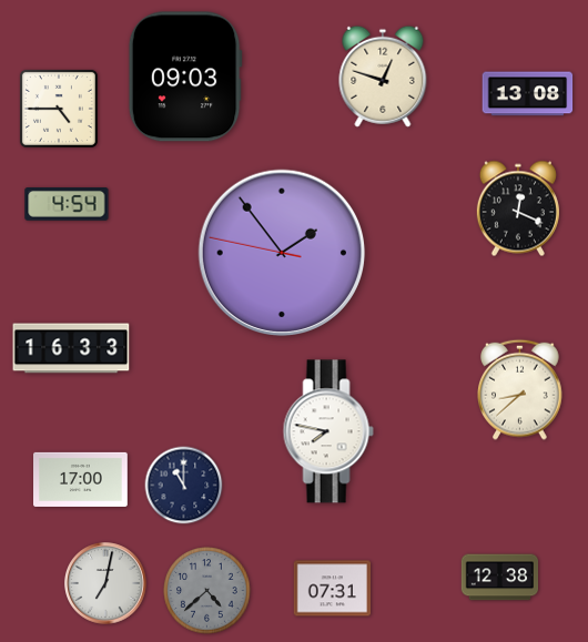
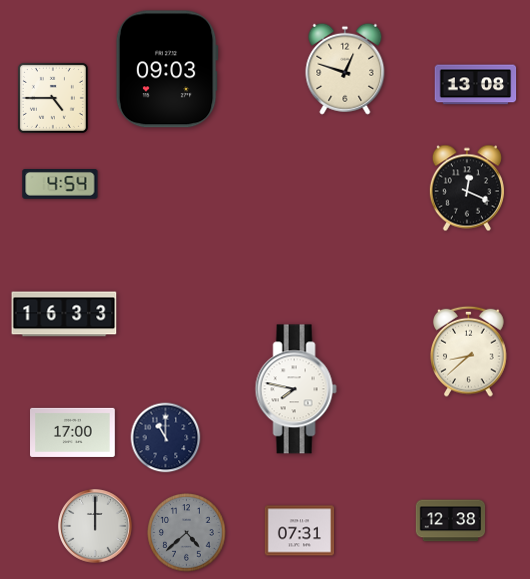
clock at (282, 253): 1:53 -> none
clock at (105, 583): 7:02 -> 12:00
